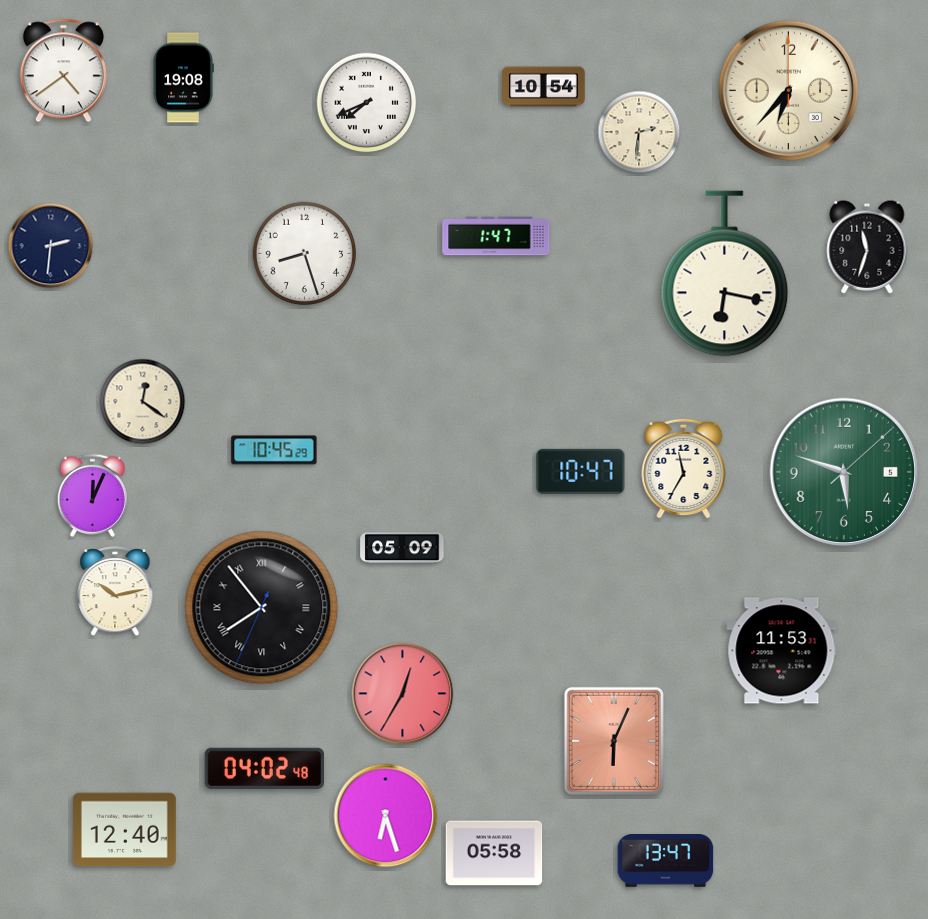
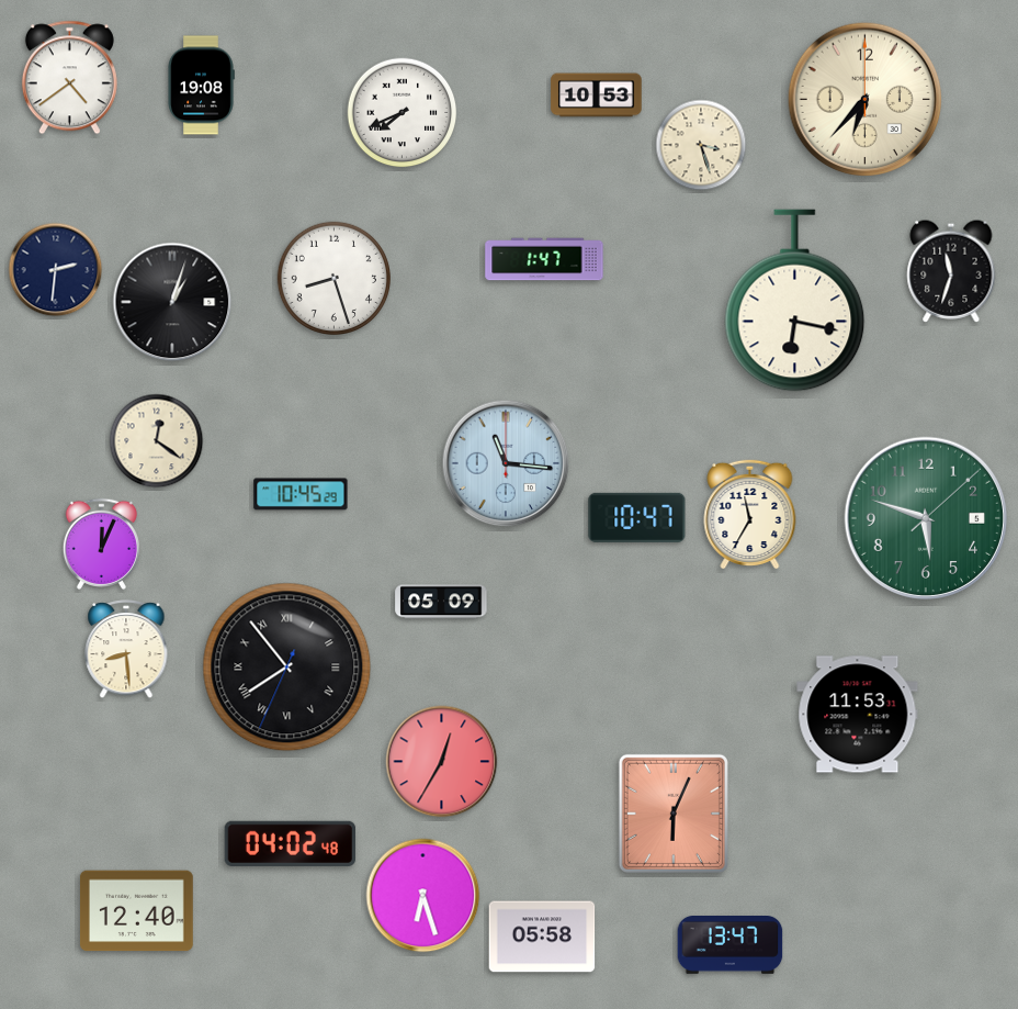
clock at (544, 87): 10:54 -> 10:53
clock at (639, 132): 2:31 -> 3:27
clock at (172, 302): none -> 1:03
clock at (506, 463): none -> 11:16
clock at (115, 592): 10:13 -> 8:29
